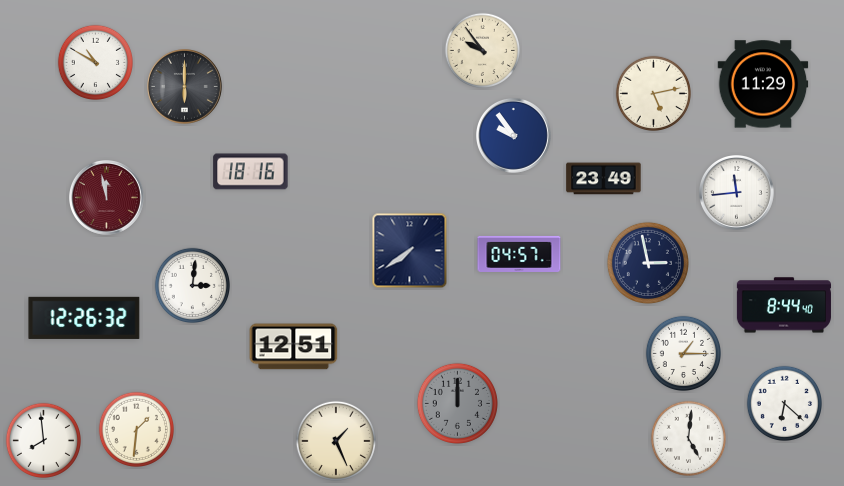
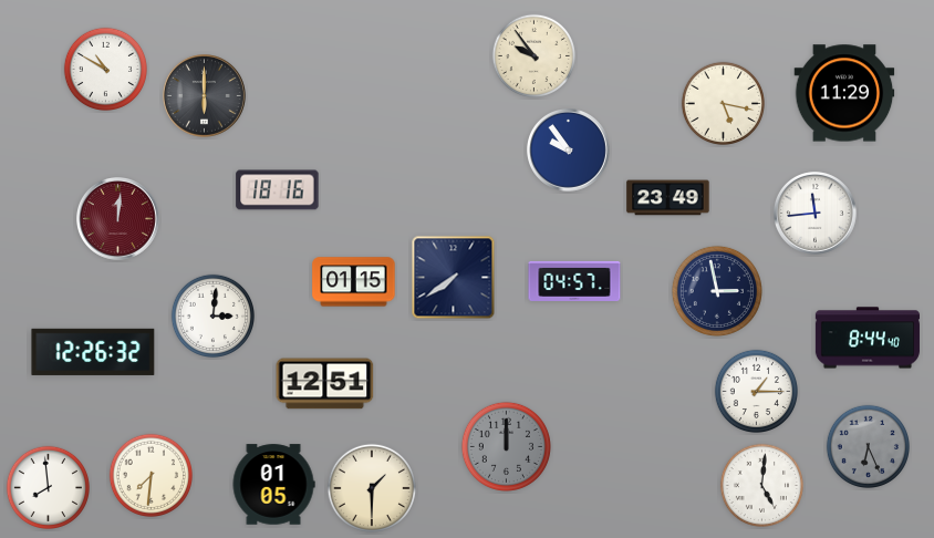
clock at (653, 93): 5:13 -> 5:17
clock at (107, 198): 11:58 -> 12:01
clock at (354, 282): none -> 01:15
clock at (784, 403): 6:22 -> 6:26
clock at (784, 403) dial: white -> grey
clock at (136, 429): 1:31 -> 7:31
clock at (273, 485): none -> 01:05
clock at (336, 441): 1:26 -> 1:30
